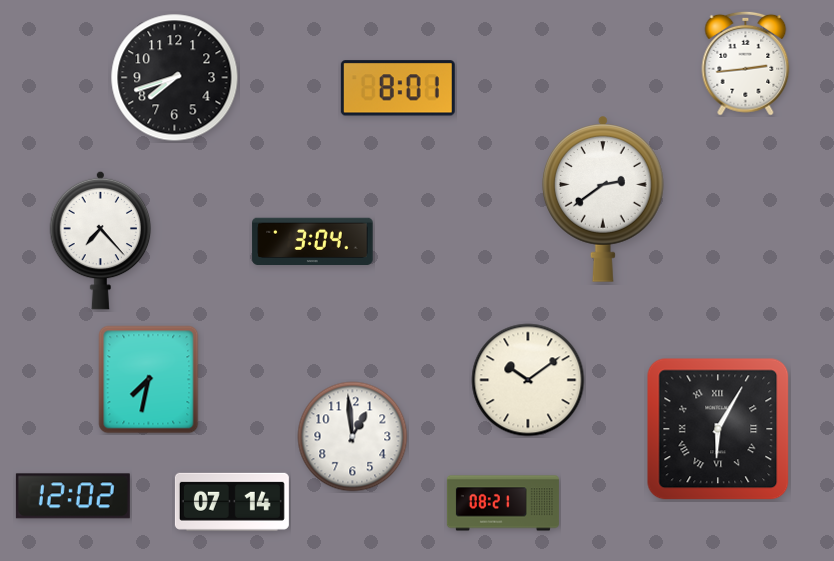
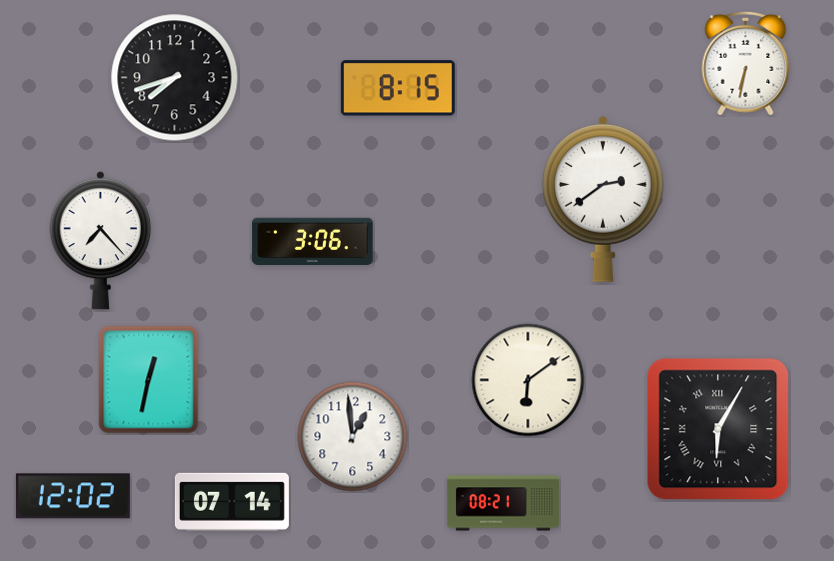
clock at (746, 63): 2:44 -> 6:32
clock at (398, 88): 8:01 -> 8:15
clock at (313, 241): 3:04 -> 3:06
clock at (149, 380): 7:32 -> 12:32
clock at (528, 380): 10:09 -> 6:09
